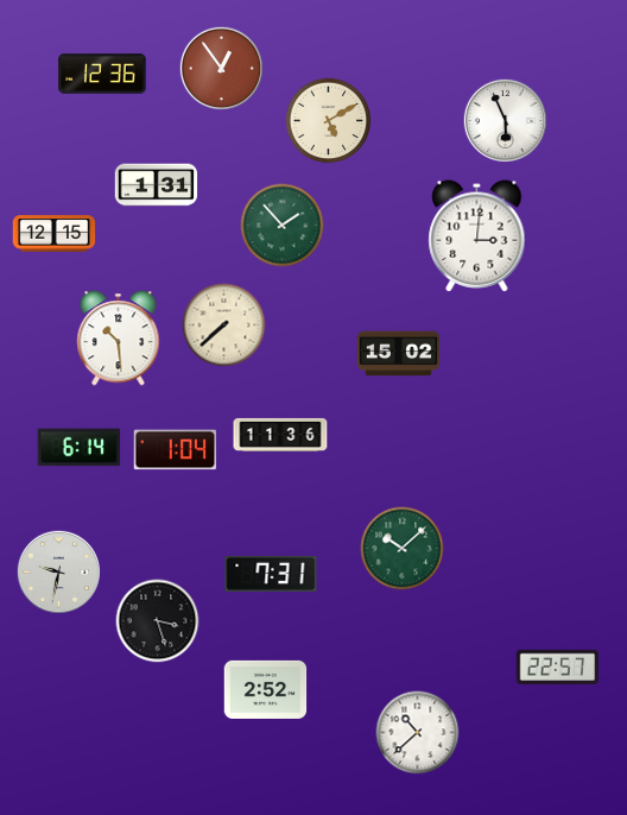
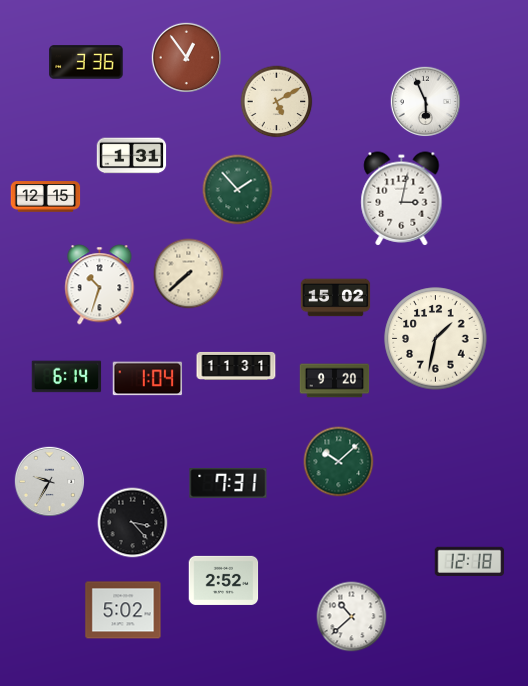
clock at (102, 74): 12:36 -> 3:36
clock at (477, 236): 3:01 -> 3:02
clock at (119, 339): 10:29 -> 10:33
clock at (436, 339): none -> 1:32
clock at (280, 435): 11:36 -> 11:31
clock at (335, 381): none -> 9:20
clock at (58, 571): 9:32 -> 9:35
clock at (158, 621): 3:27 -> 3:23
clock at (558, 666): 22:57 -> 12:18
clock at (123, 610): none -> 5:02
